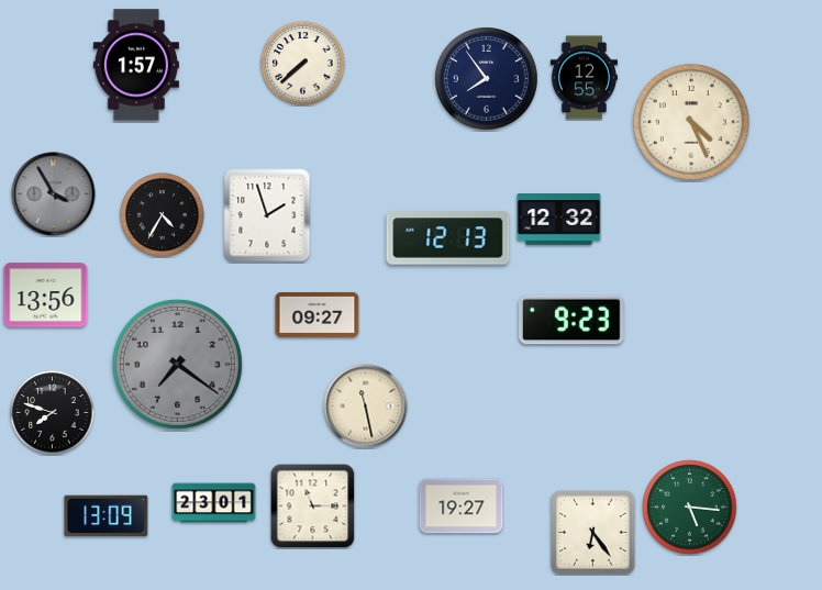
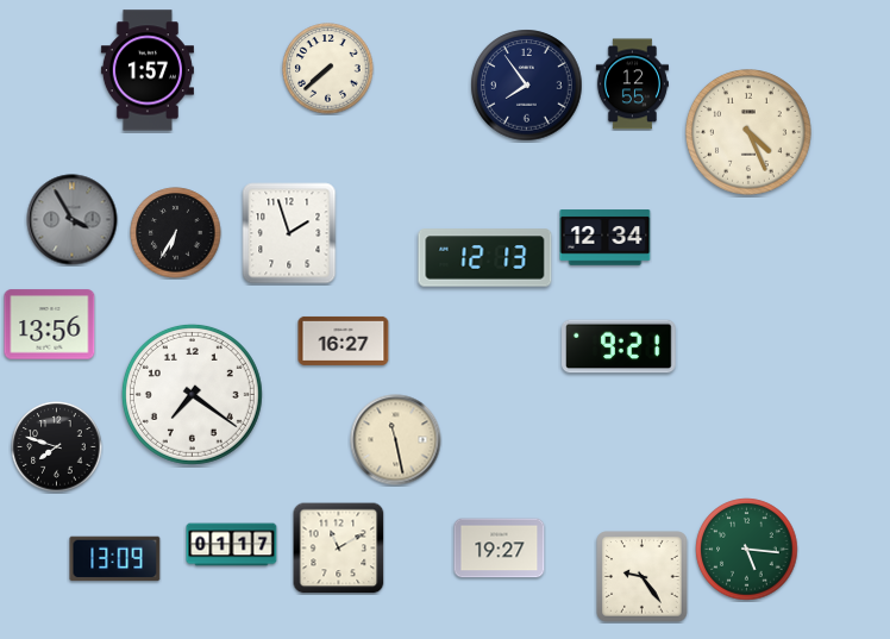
clock at (54, 194) position: (54, 194) -> (73, 220)
clock at (163, 215): 4:35 -> 6:35
clock at (559, 220): 12:32 -> 12:34
clock at (46, 296) position: (46, 296) -> (50, 325)
clock at (318, 314): 09:27 -> 16:27
clock at (571, 320): 9:23 -> 9:21
clock at (177, 364) dial: grey -> white
clock at (214, 503): 23:01 -> 01:17
clock at (312, 506): 11:15 -> 11:10
clock at (593, 533): 6:24 -> 9:24
